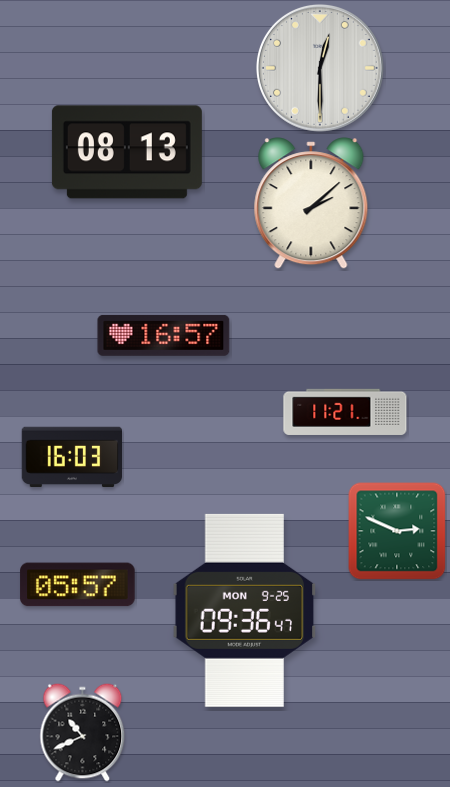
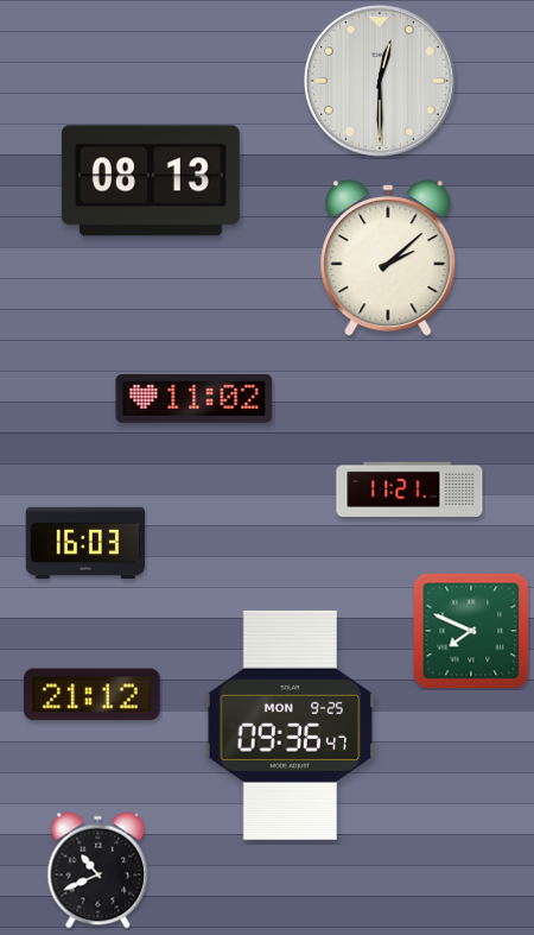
clock at (311, 203) position: (311, 203) -> (388, 258)
clock at (164, 335): 16:57 -> 11:02
clock at (397, 531): 2:49 -> 7:49
clock at (78, 585): 05:57 -> 21:12
